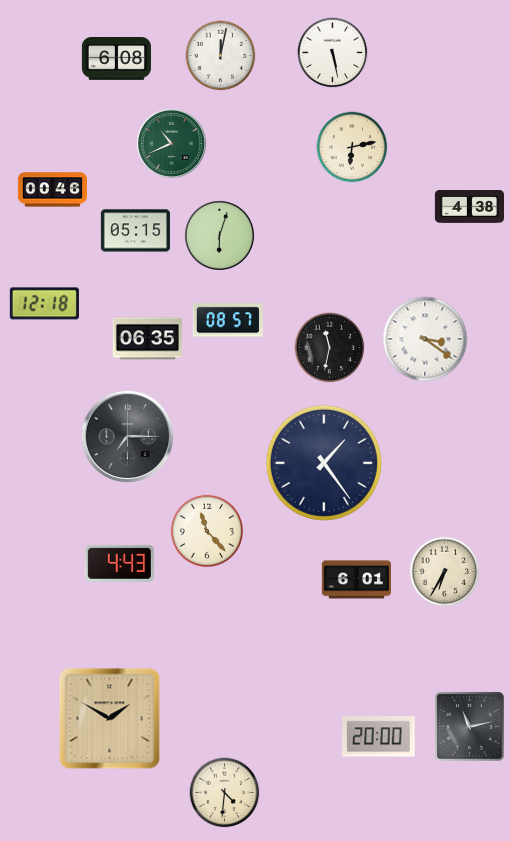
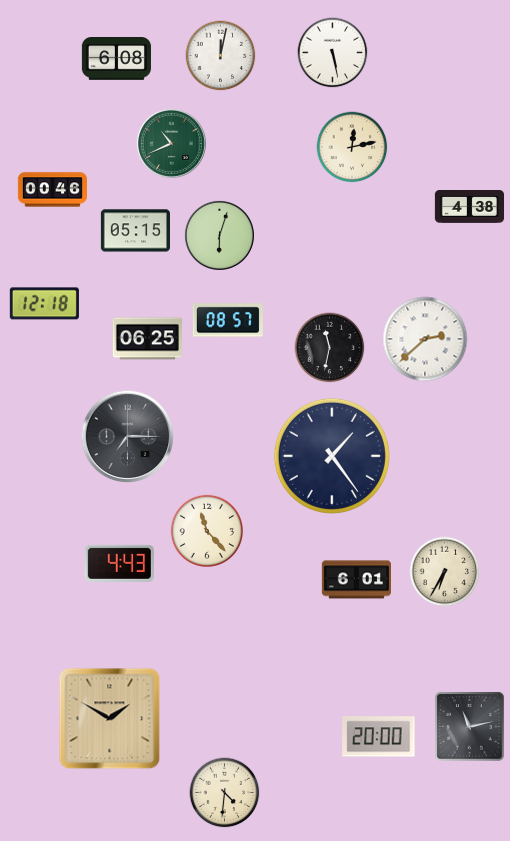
clock at (352, 147): 6:13 -> 12:13
clock at (147, 339): 06:35 -> 06:25
clock at (425, 339): 3:21 -> 2:38
clock at (324, 463) position: (324, 463) -> (332, 456)
